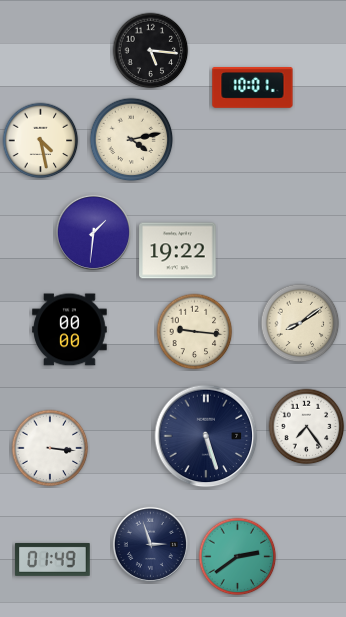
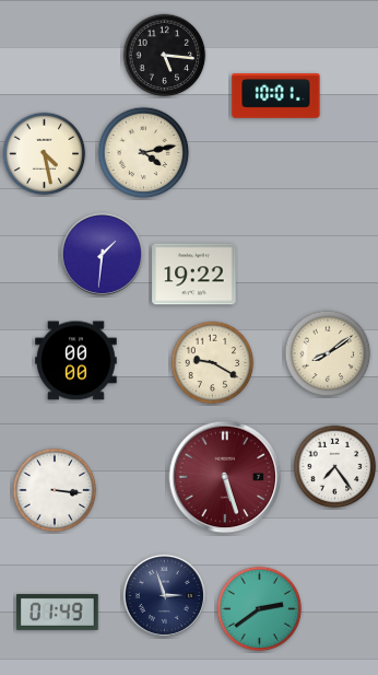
clock at (195, 332): 9:16 -> 9:20
clock at (206, 436) dial: navy -> burgundy
